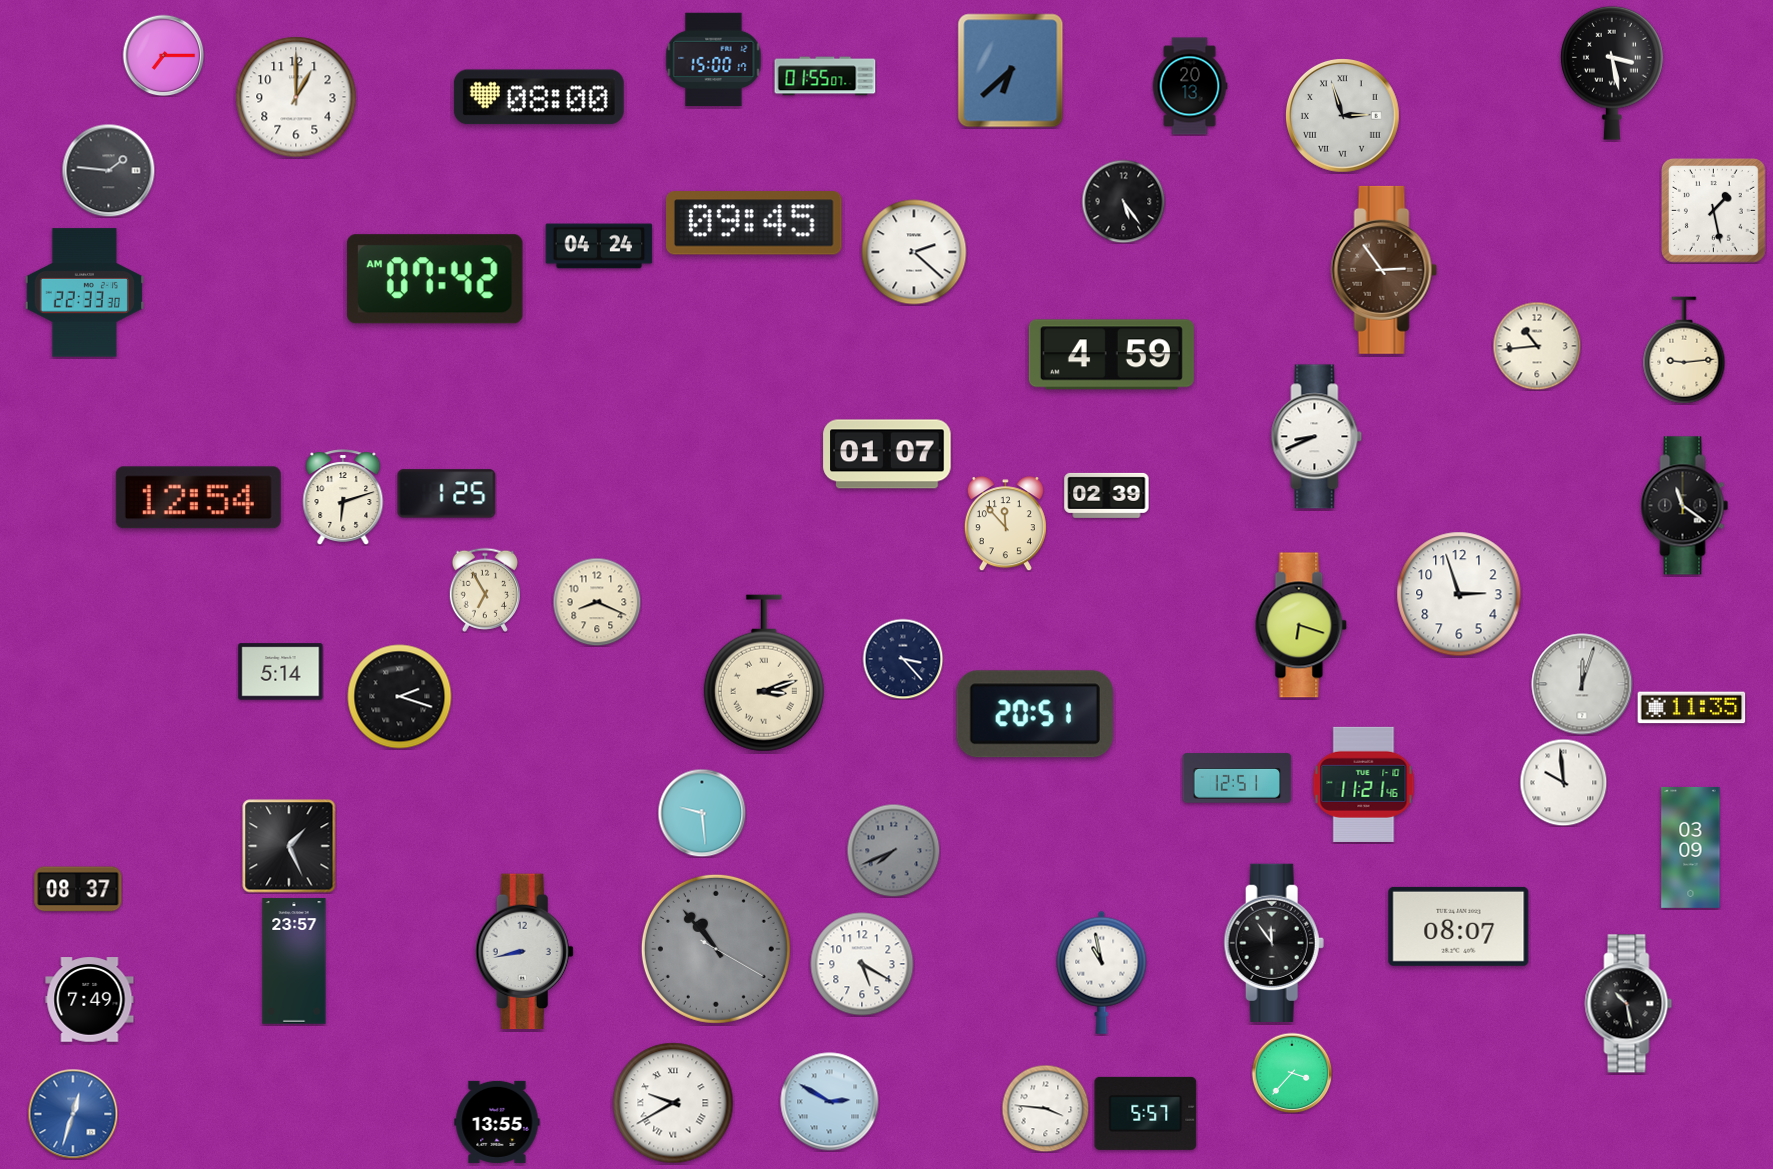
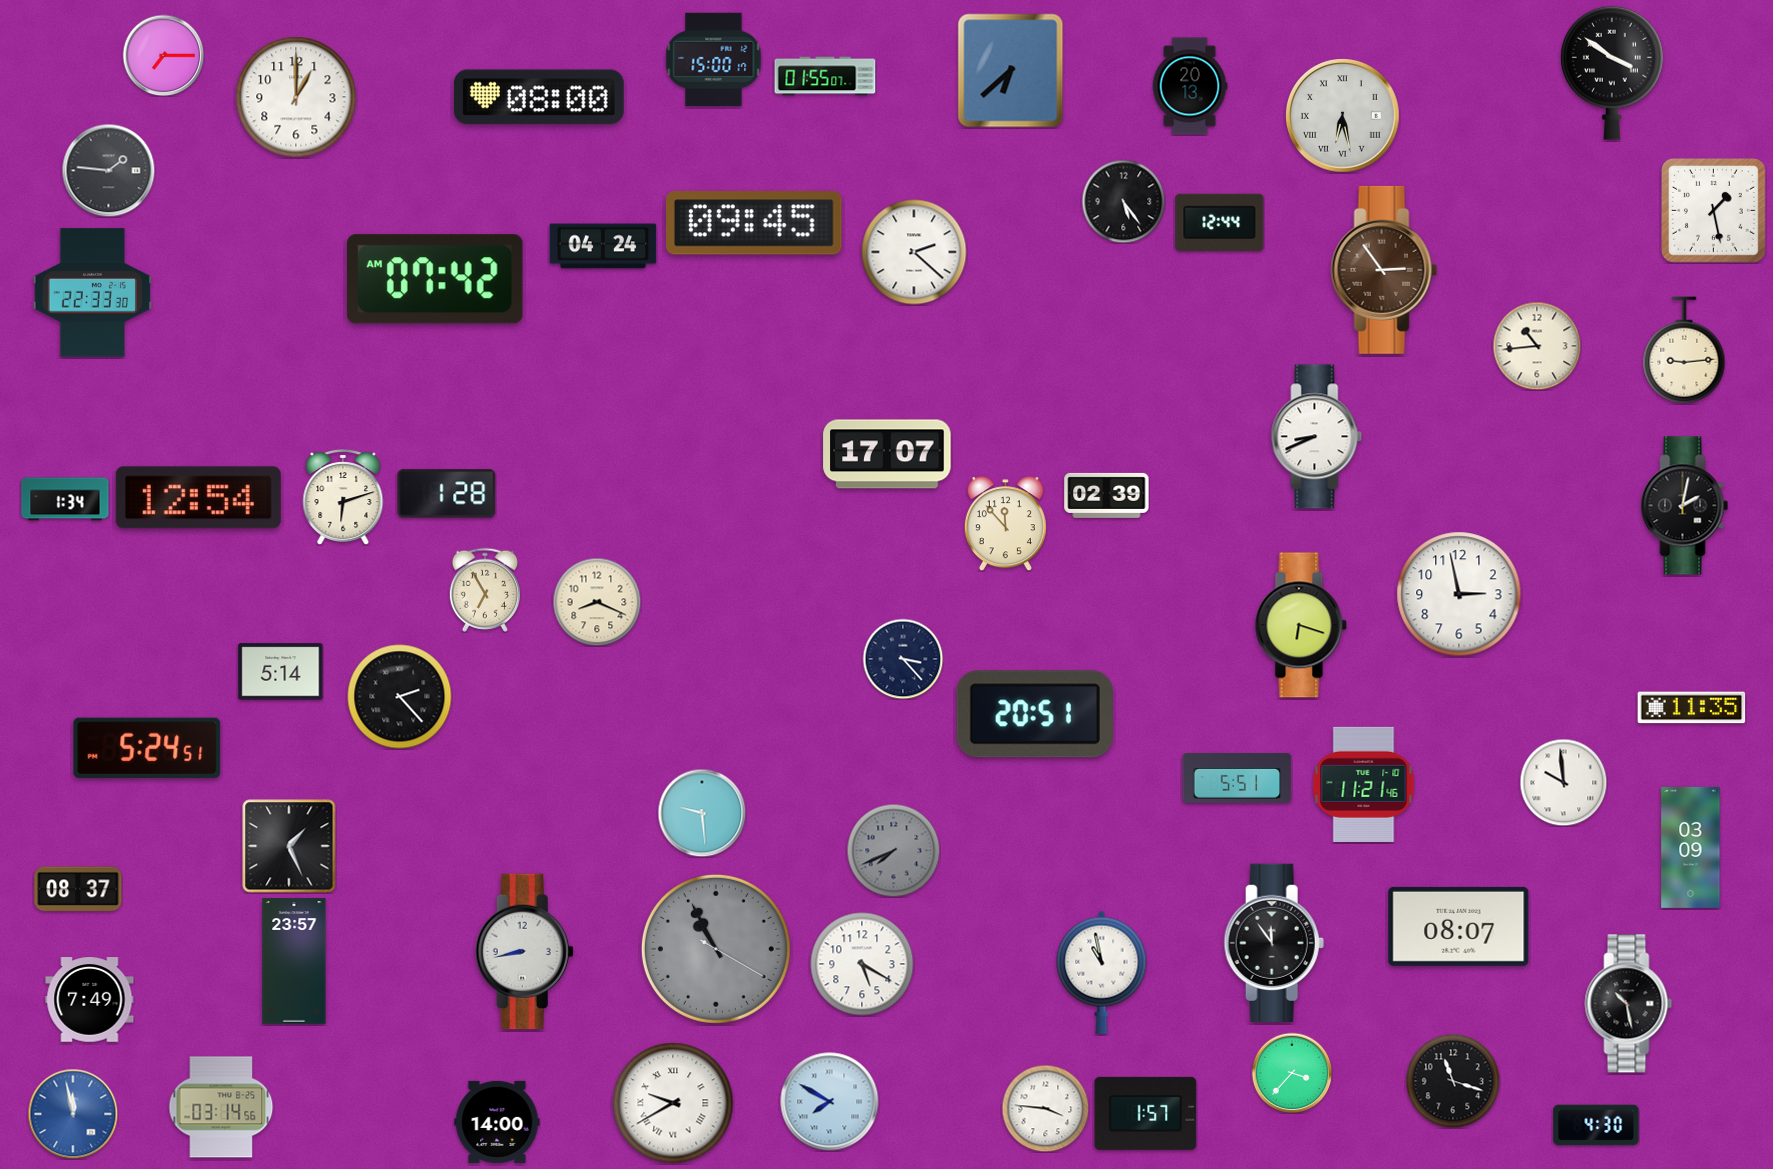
clock at (1613, 73): 3:28 -> 3:51
clock at (1343, 116): 2:57 -> 6:28
clock at (1220, 222): none -> 12:44
clock at (599, 246) position: (599, 246) -> (603, 246)
clock at (84, 293) position: (84, 293) -> (92, 293)
clock at (1111, 355): 4:59 -> none
clock at (887, 454): 01:07 -> 17:07
clock at (447, 494): 1:25 -> 1:28
clock at (65, 499): none -> 1:34
clock at (1685, 506): 11:21 -> 2:02
clock at (1459, 594): 2:57 -> 2:58
clock at (764, 673): 3:12 -> none
clock at (1582, 684): 12:03 -> none
clock at (400, 697): 2:18 -> 2:23
clock at (147, 748): none -> 5:24
clock at (1237, 778): 12:51 -> 5:51
clock at (716, 949): 10:53 -> 10:55
clock at (1453, 1081): none -> 11:18
clock at (830, 1102): 2:50 -> 7:50
clock at (221, 1107): none -> 03:14
clock at (1146, 1113): 5:57 -> 1:57
clock at (73, 1114): 12:33 -> 11:58
clock at (497, 1122): 13:55 -> 14:00
clock at (1596, 1125): none -> 4:30
